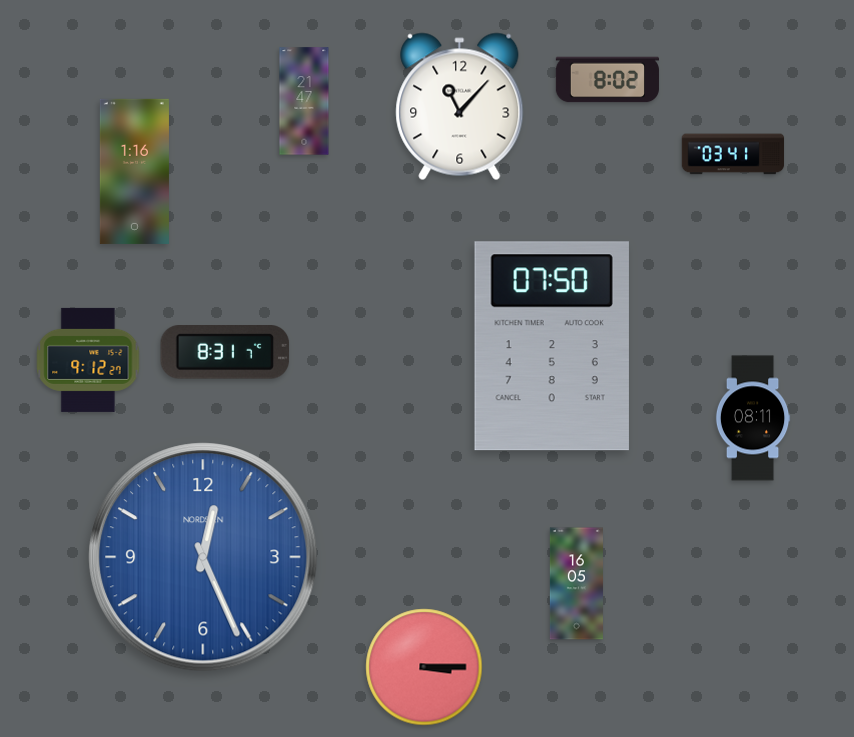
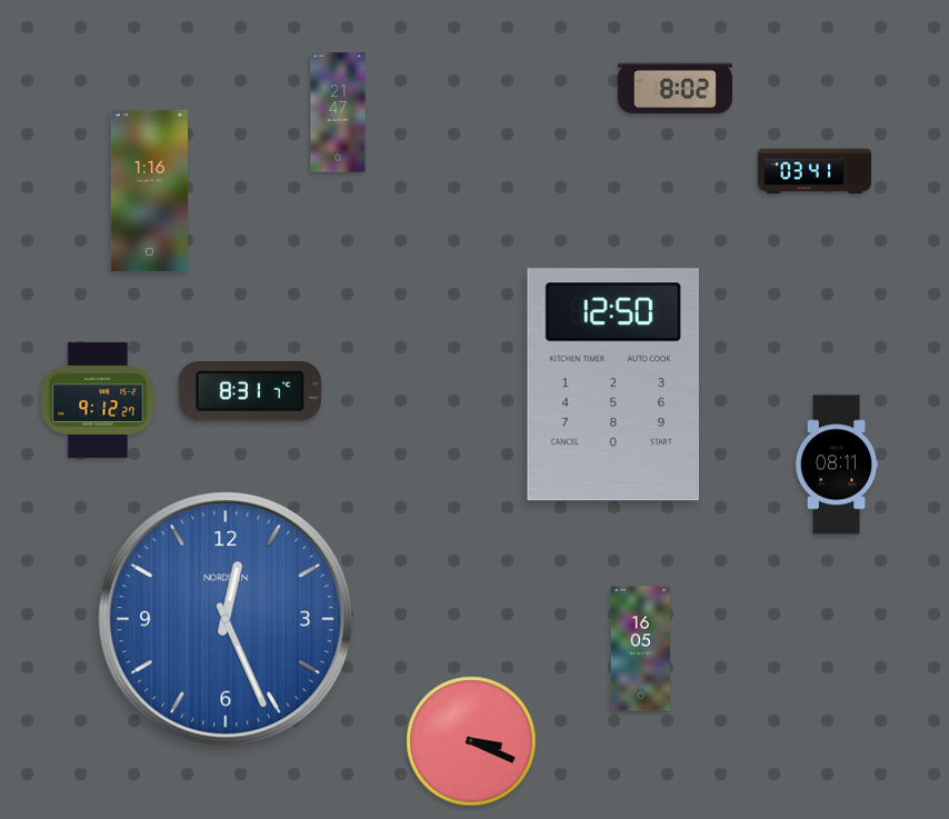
clock at (460, 107): 11:07 -> none
clock at (552, 346): 07:50 -> 12:50
clock at (424, 667): 3:15 -> 3:19
